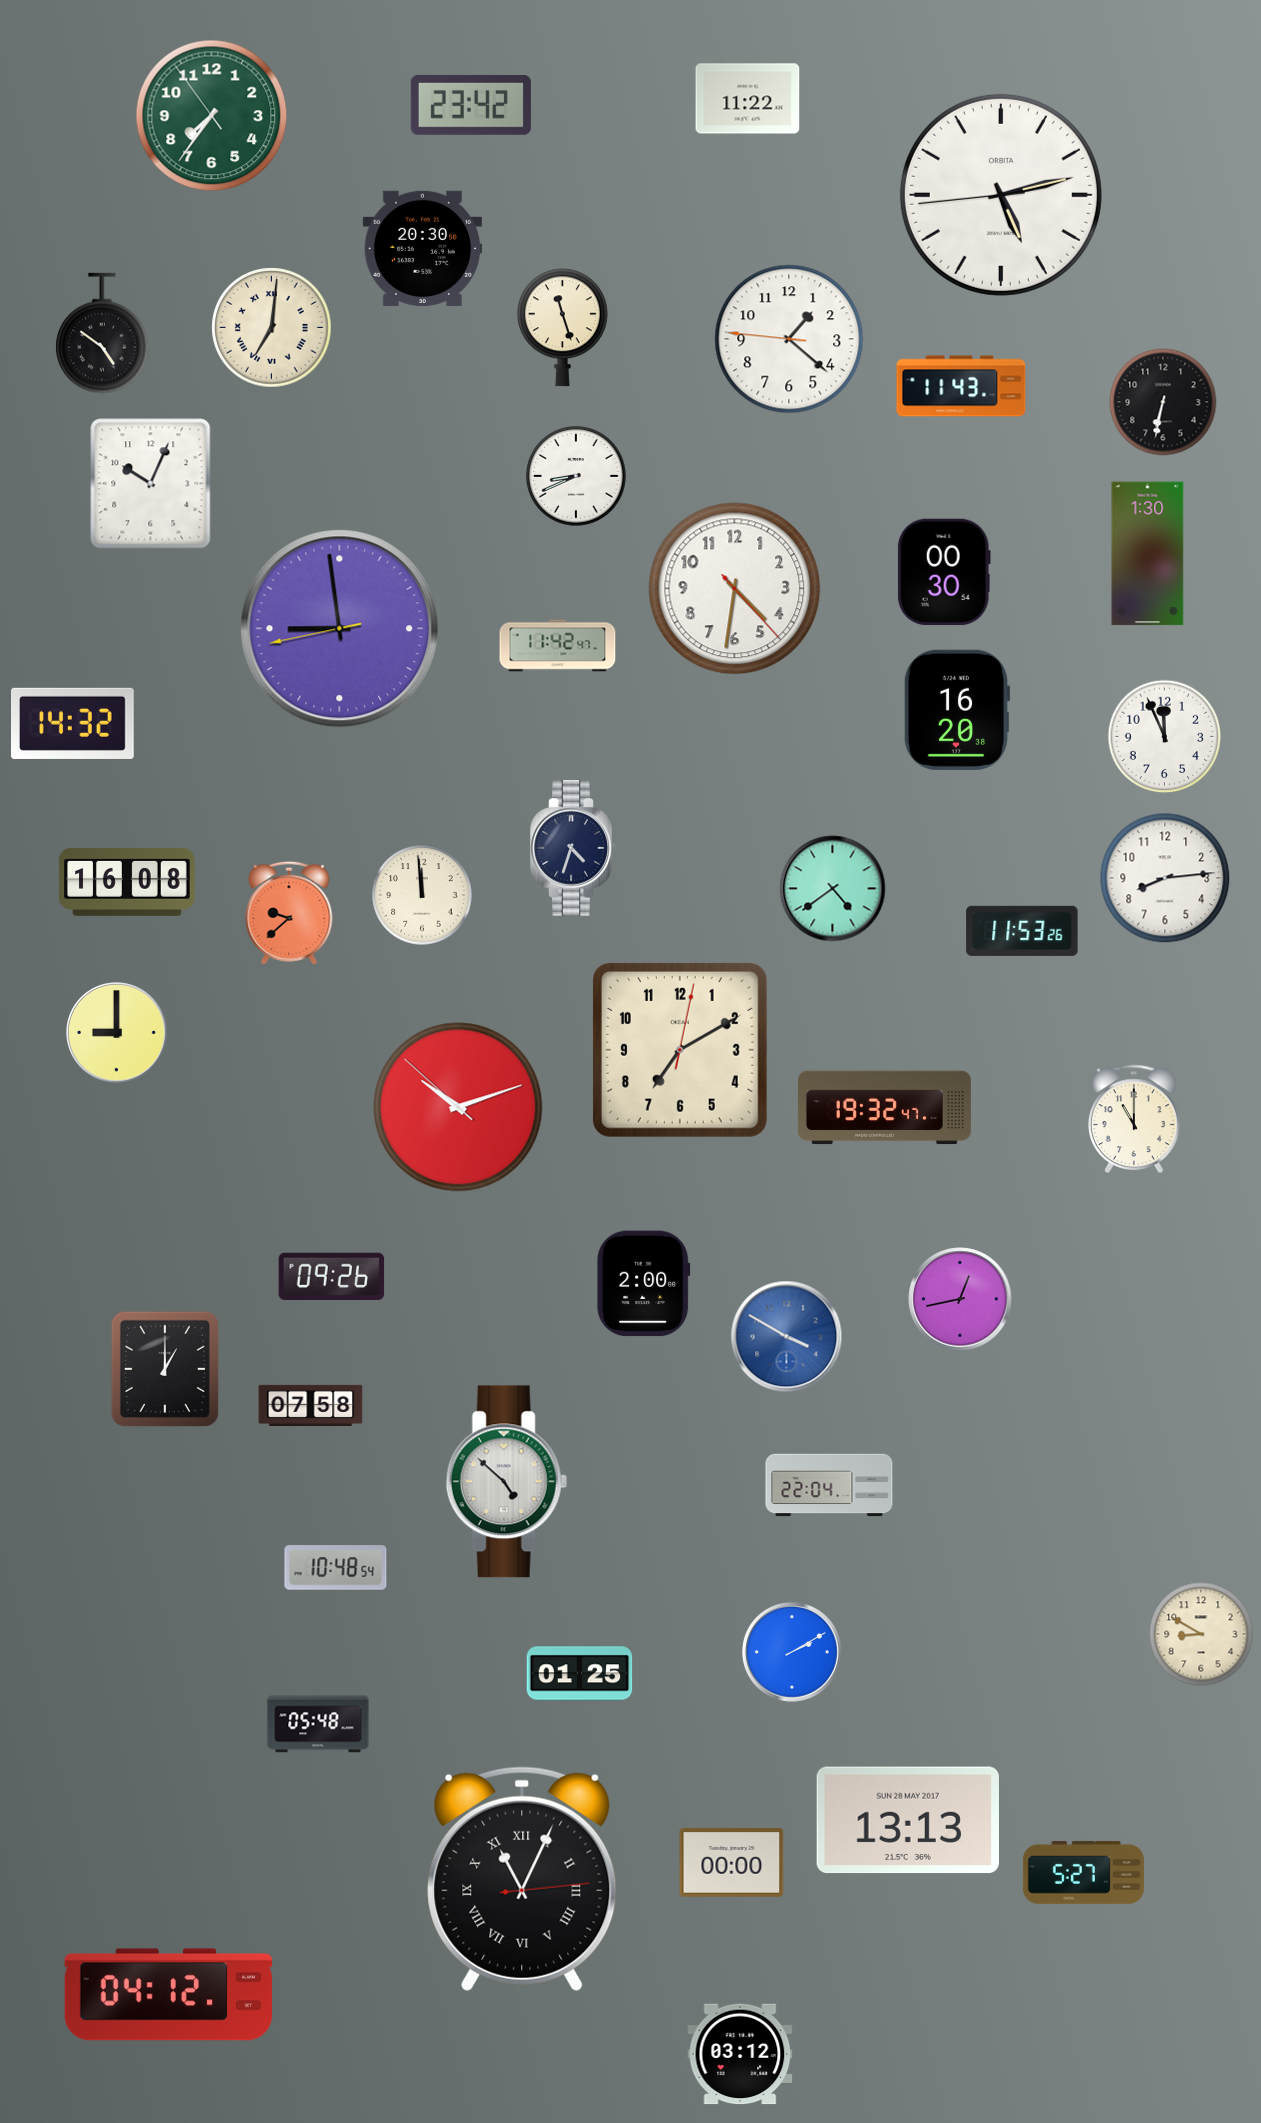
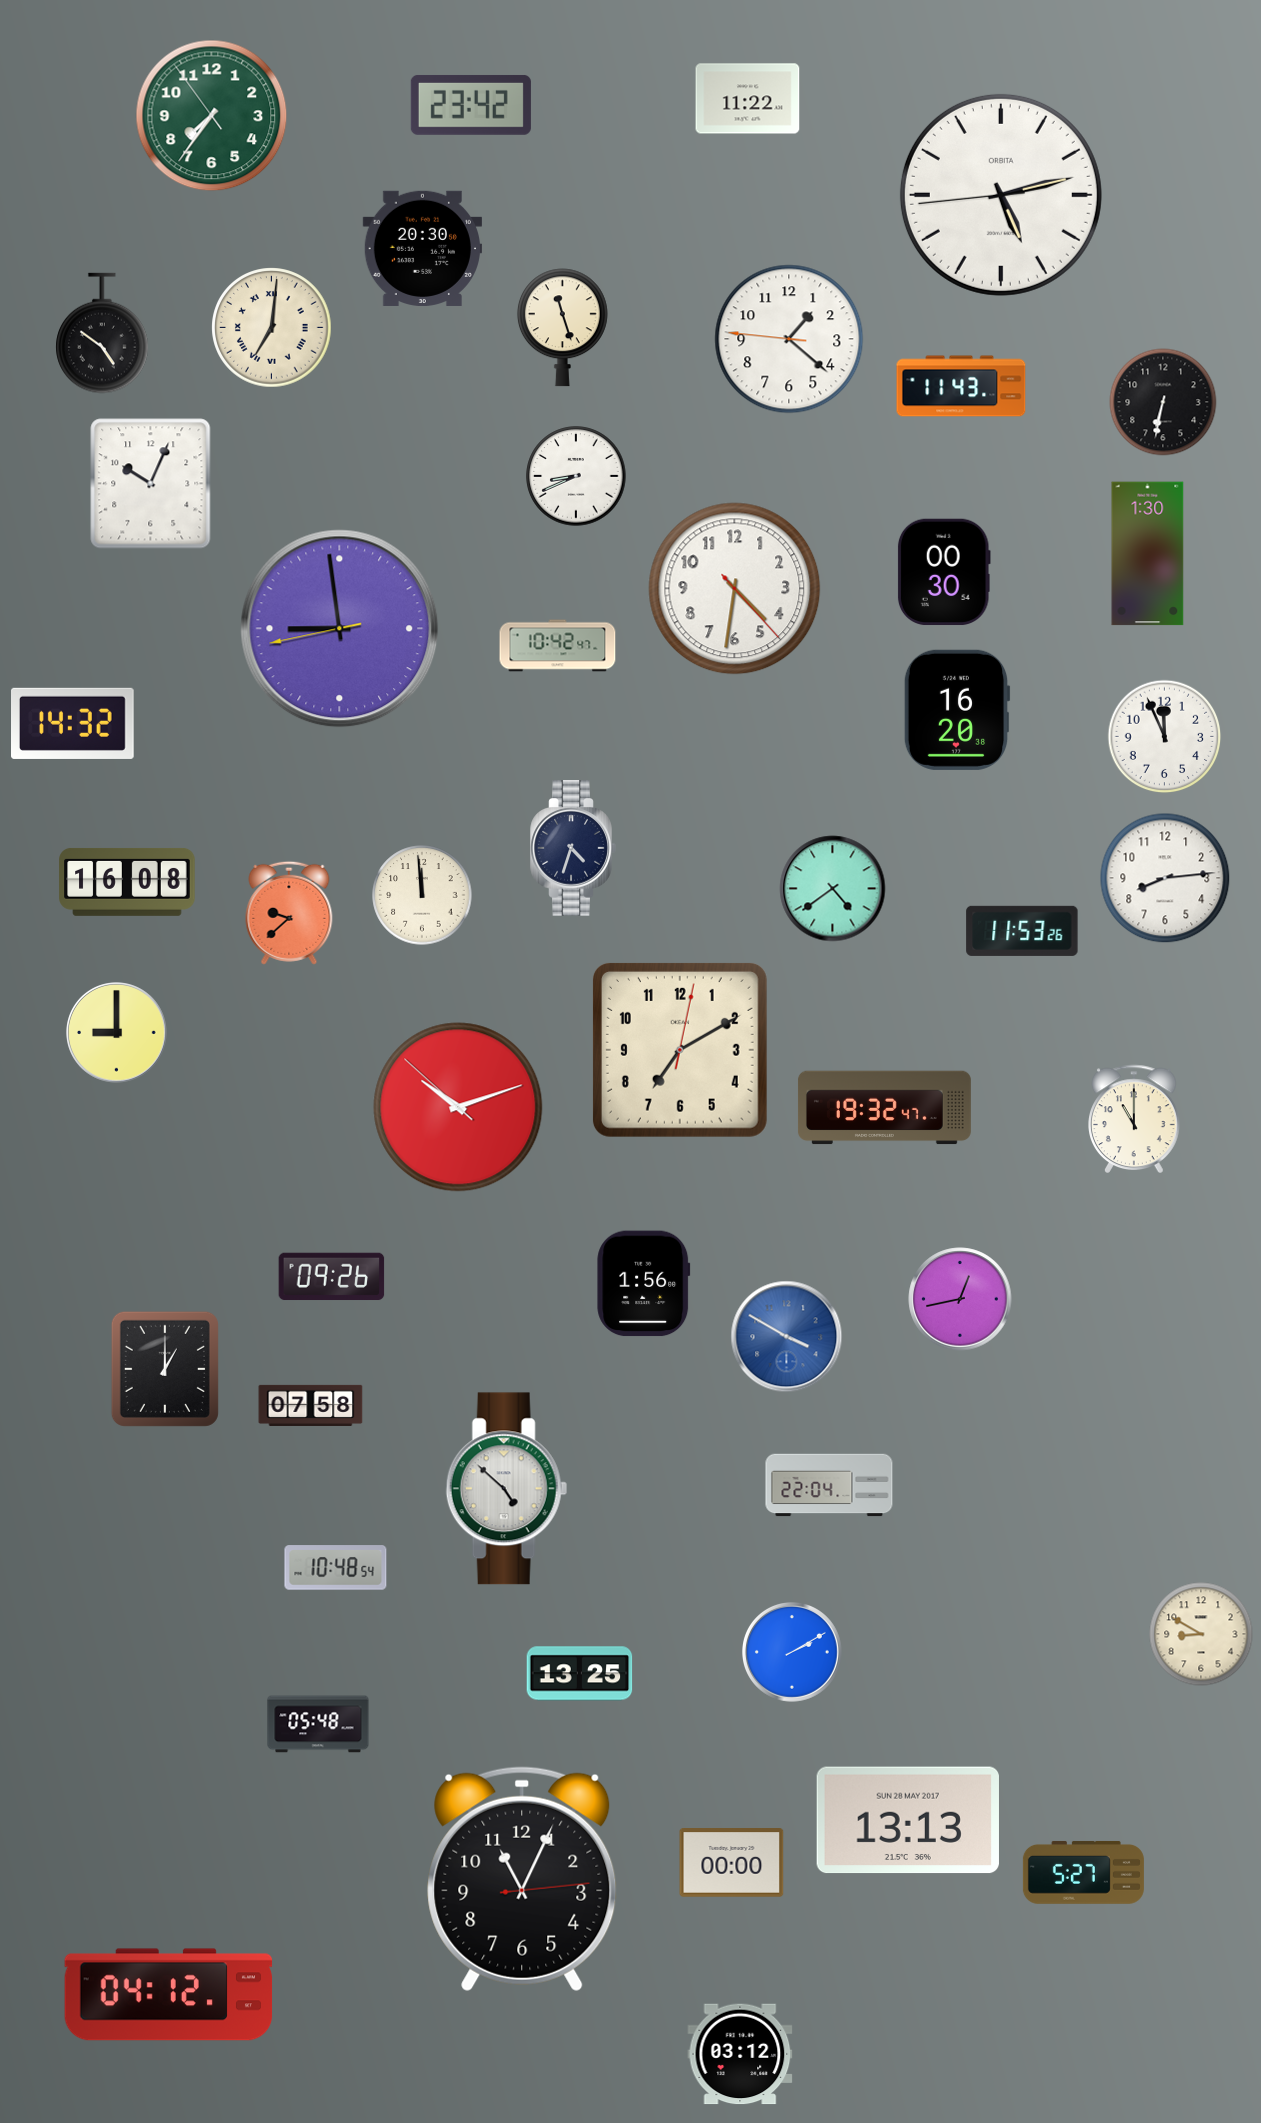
clock at (558, 646): 11:42 -> 10:42
clock at (644, 1284): 2:00 -> 1:56
clock at (506, 1482) position: (506, 1482) -> (506, 1489)
clock at (580, 1674): 01:25 -> 13:25
clock at (522, 1879) numerals: Roman -> Arabic
